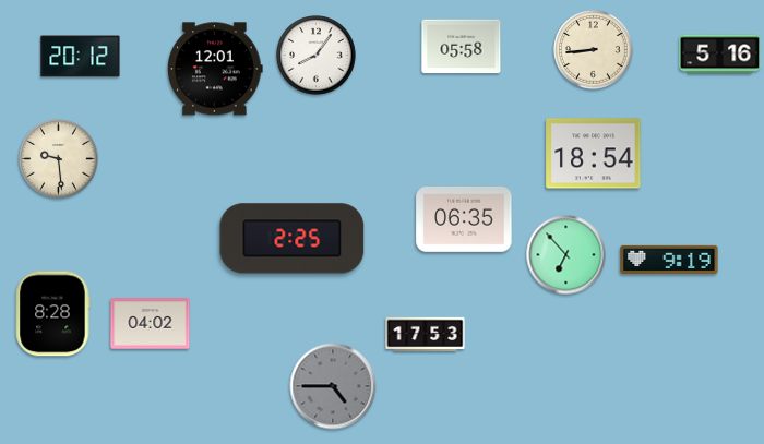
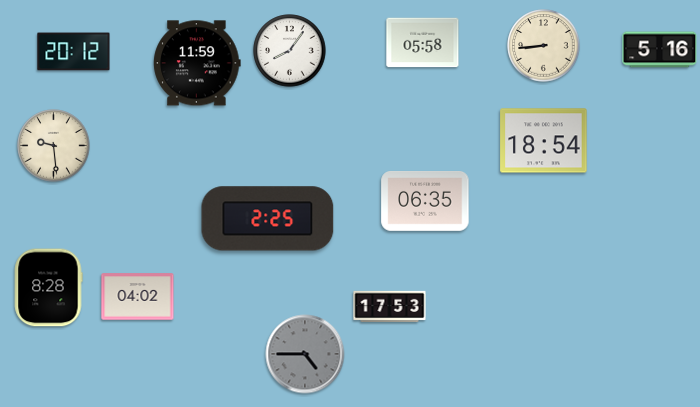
clock at (215, 69): 12:01 -> 11:59
clock at (566, 255): 6:53 -> none
clock at (669, 260): 9:19 -> none
